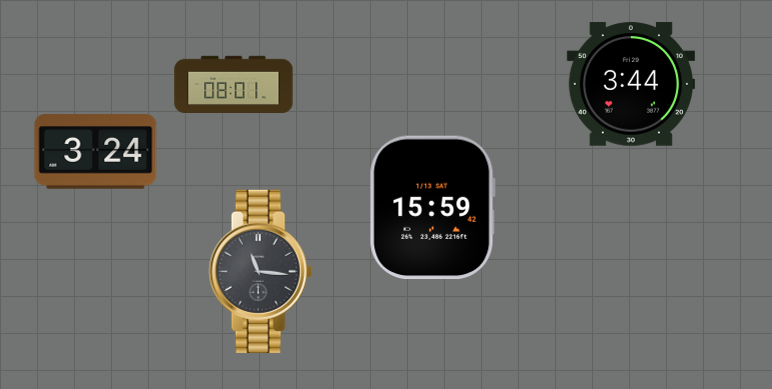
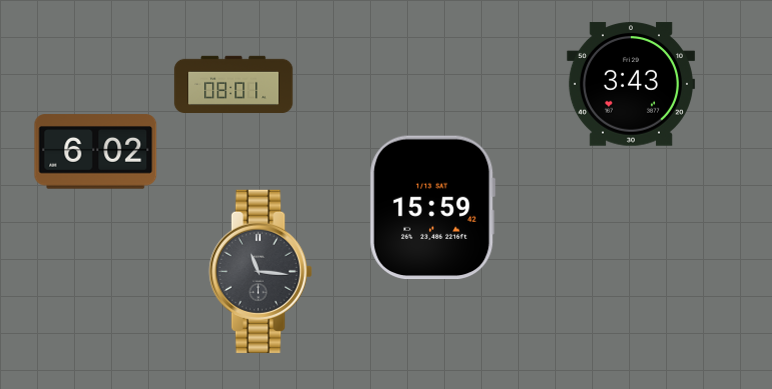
clock at (631, 84): 3:44 -> 3:43
clock at (96, 152): 3:24 -> 6:02
